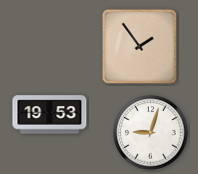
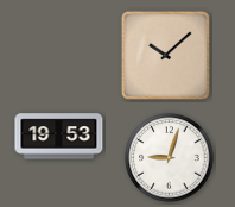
clock at (139, 46): 1:54 -> 10:08
clock at (151, 133) position: (151, 133) -> (170, 158)
